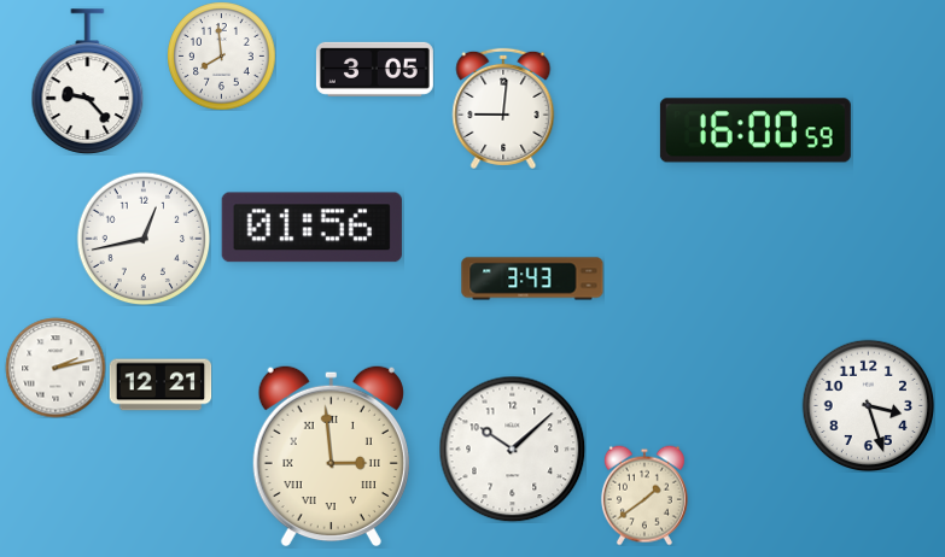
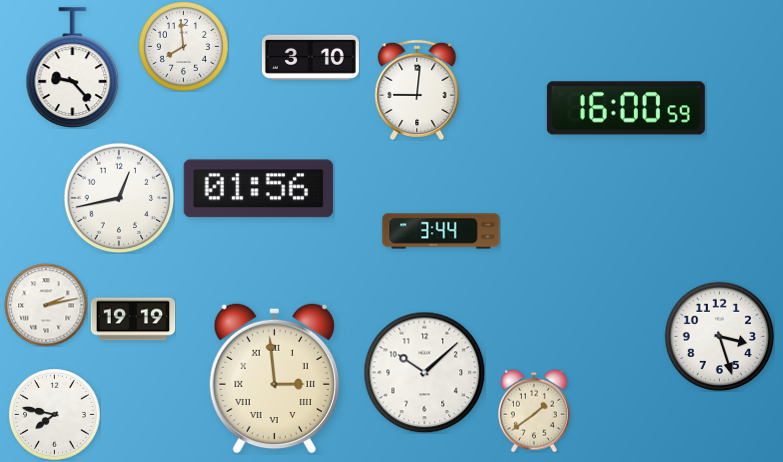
clock at (374, 69): 3:05 -> 3:10
clock at (532, 278): 3:43 -> 3:44
clock at (161, 385): 12:21 -> 19:19
clock at (54, 414): none -> 7:47
